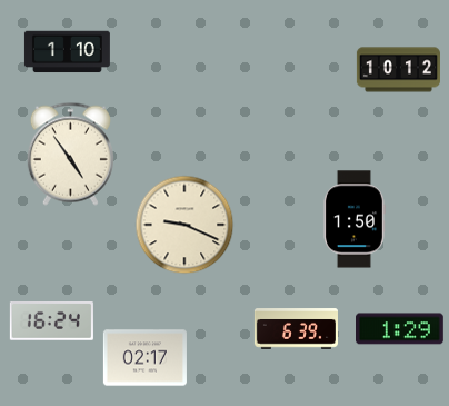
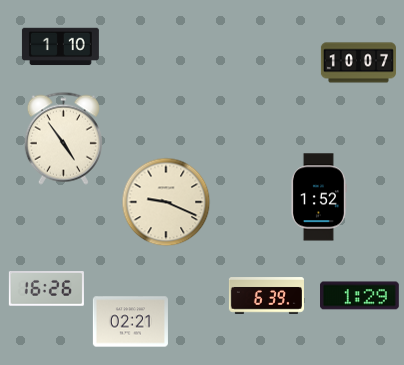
clock at (398, 70): 10:12 -> 10:07
clock at (353, 219): 1:50 -> 1:52
clock at (51, 321): 16:24 -> 16:26
clock at (144, 358): 02:17 -> 02:21
